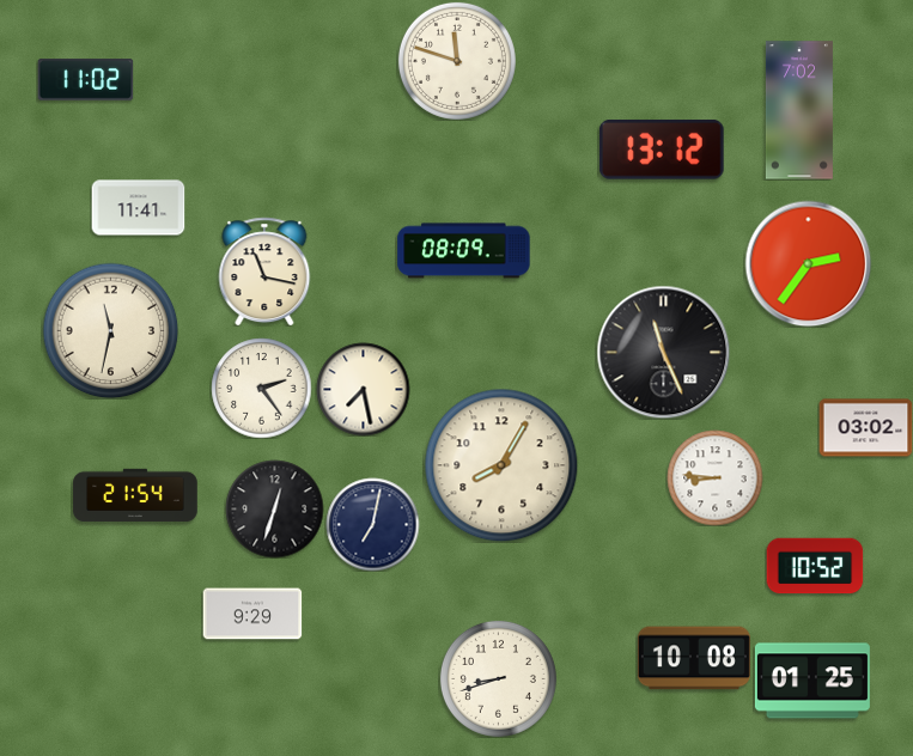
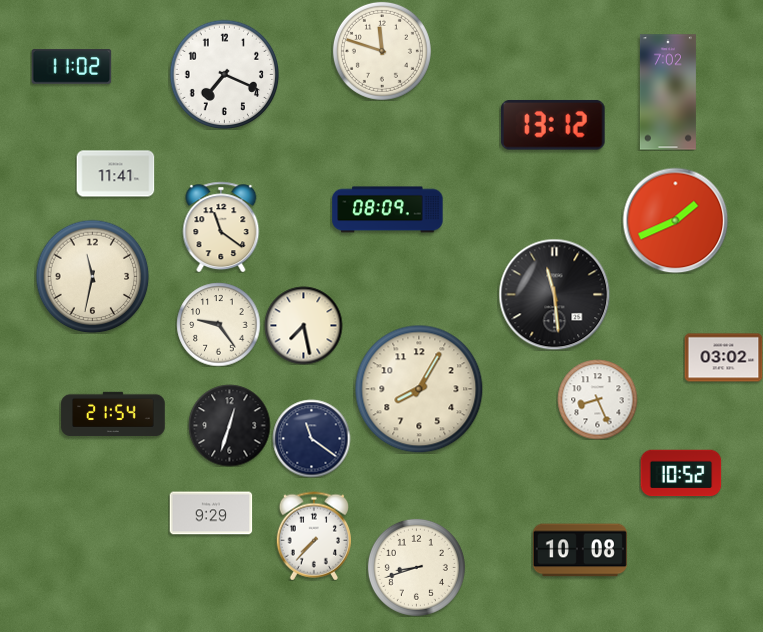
clock at (224, 74): none -> 7:19
clock at (808, 263): 2:36 -> 1:41
clock at (264, 272): 11:17 -> 11:21
clock at (663, 352): 11:26 -> 11:29
clock at (261, 388): 2:24 -> 9:24
clock at (714, 477): 8:46 -> 8:26
clock at (372, 524): 7:02 -> 11:21
clock at (313, 536): none -> 7:37
clock at (812, 681): 01:25 -> none
